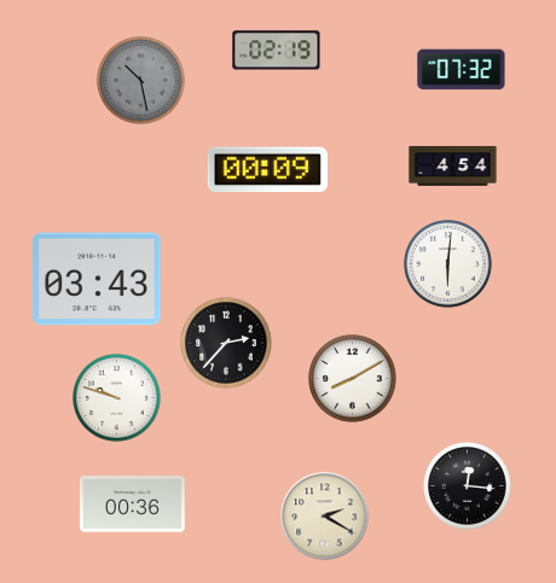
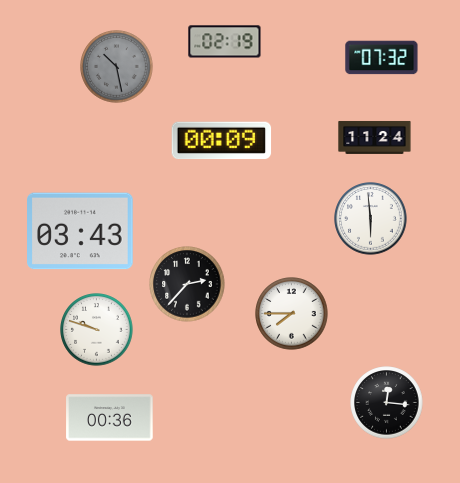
clock at (277, 51) position: (277, 51) -> (225, 42)
clock at (453, 165): 4:54 -> 11:24
clock at (448, 264): 6:01 -> 5:59
clock at (353, 379): 8:10 -> 7:45
clock at (325, 517): 2:20 -> none
